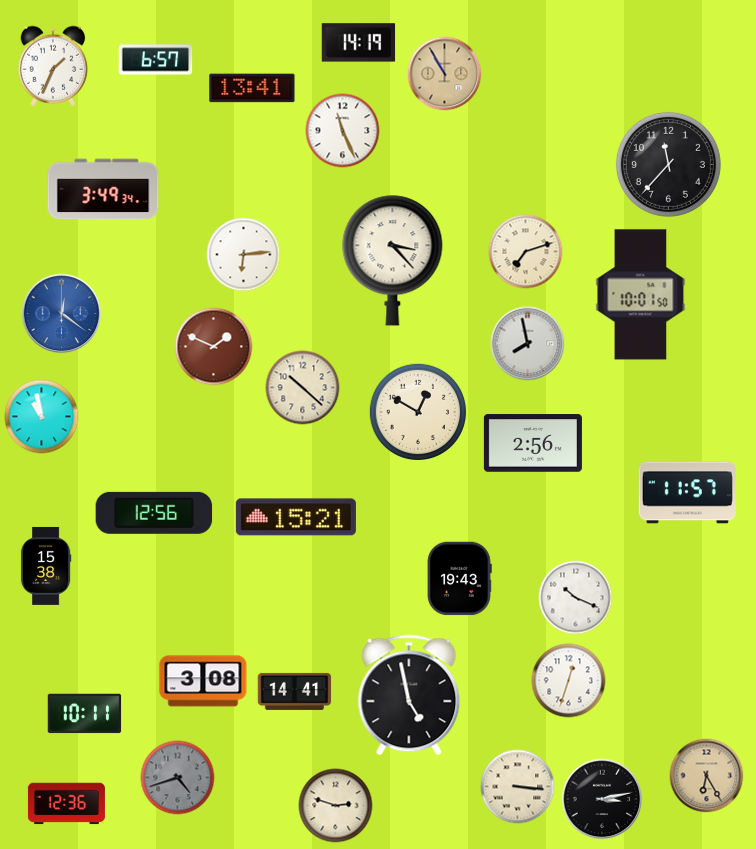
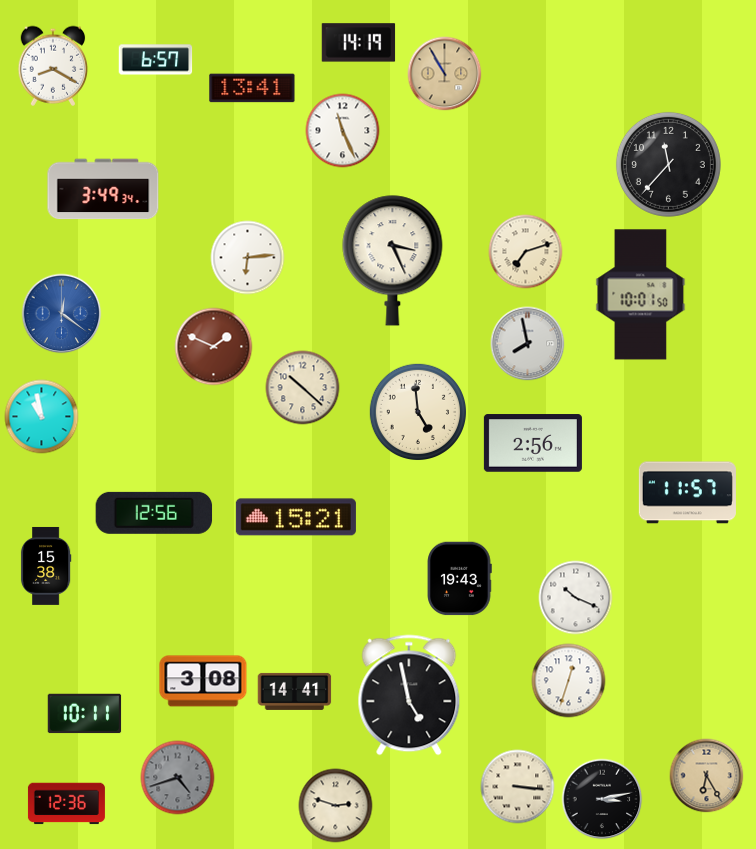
clock at (53, 66): 1:34 -> 8:20
clock at (244, 255) position: (244, 255) -> (248, 258)
clock at (393, 261): 3:23 -> 3:26
clock at (417, 411): 12:50 -> 4:59
